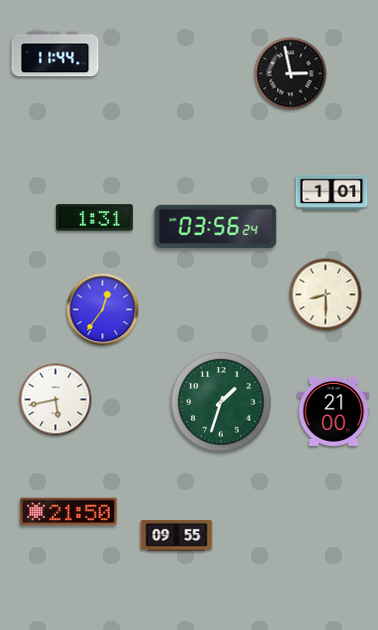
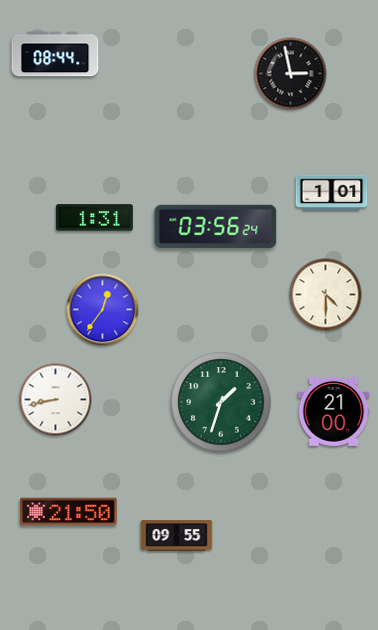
clock at (55, 54): 11:44 -> 08:44
clock at (326, 295): 8:30 -> 4:30
clock at (56, 400): 5:43 -> 8:43
